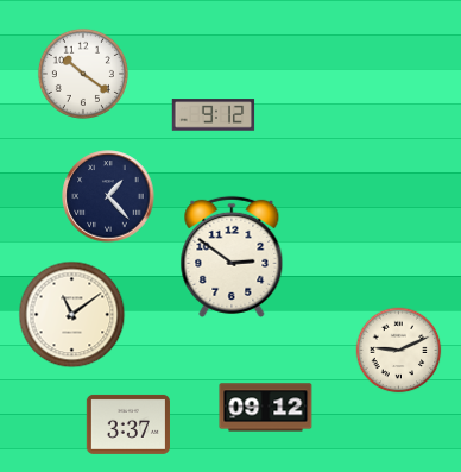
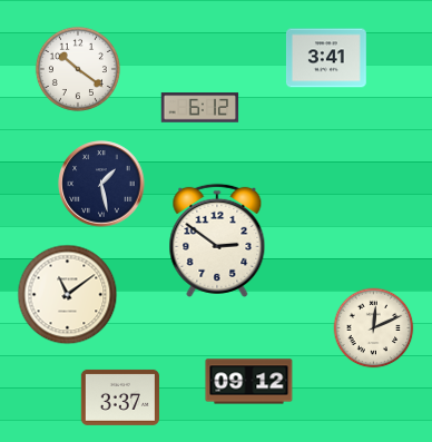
clock at (326, 58): none -> 3:41
clock at (214, 115): 9:12 -> 6:12
clock at (108, 196): 1:23 -> 1:28
clock at (399, 351): 9:11 -> 12:11
